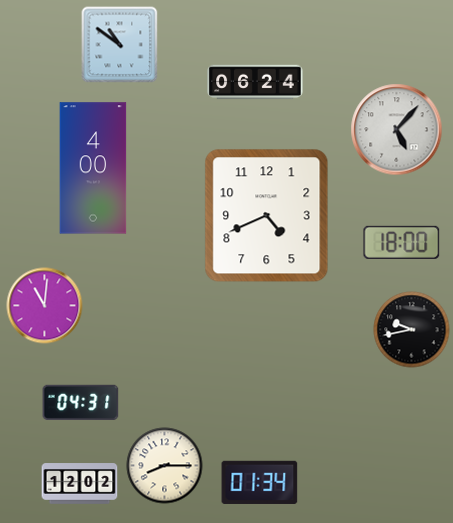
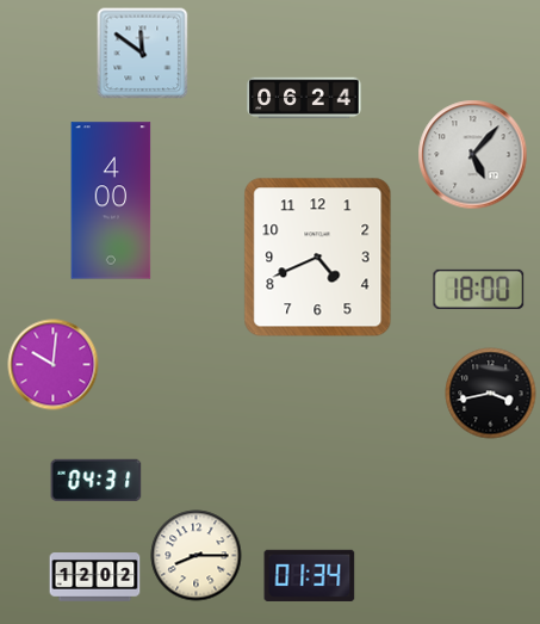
clock at (120, 45): 10:51 -> 11:51
clock at (45, 306): 11:01 -> 10:01
clock at (412, 330): 9:43 -> 3:43
